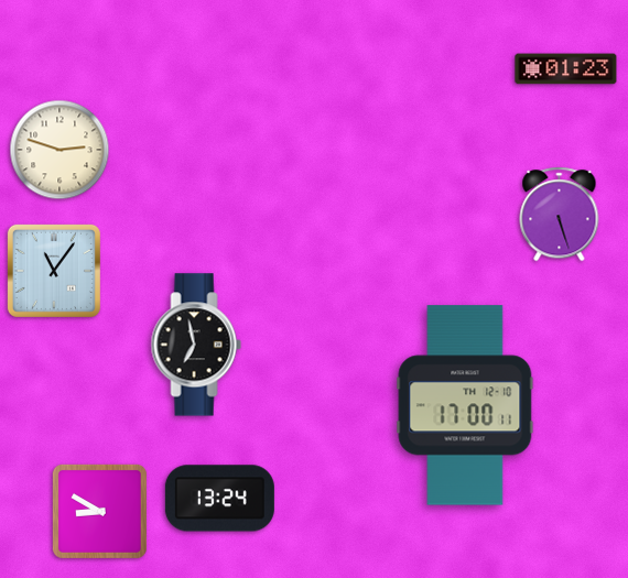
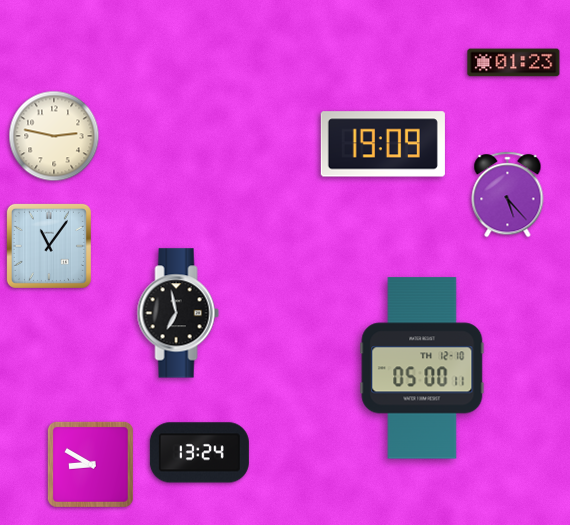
clock at (59, 150): 2:48 -> 2:47
clock at (383, 144): none -> 19:09
clock at (560, 215): 5:27 -> 5:23
clock at (465, 405): 17:00 -> 05:00
